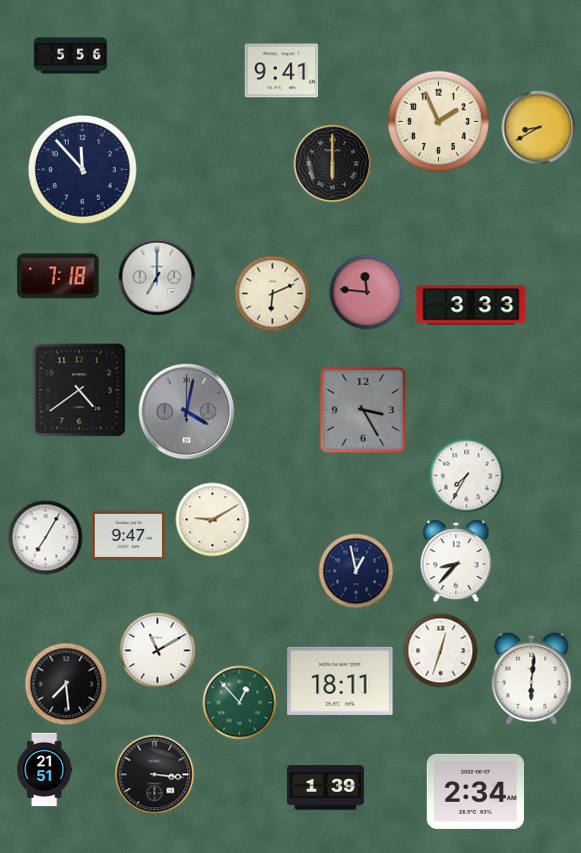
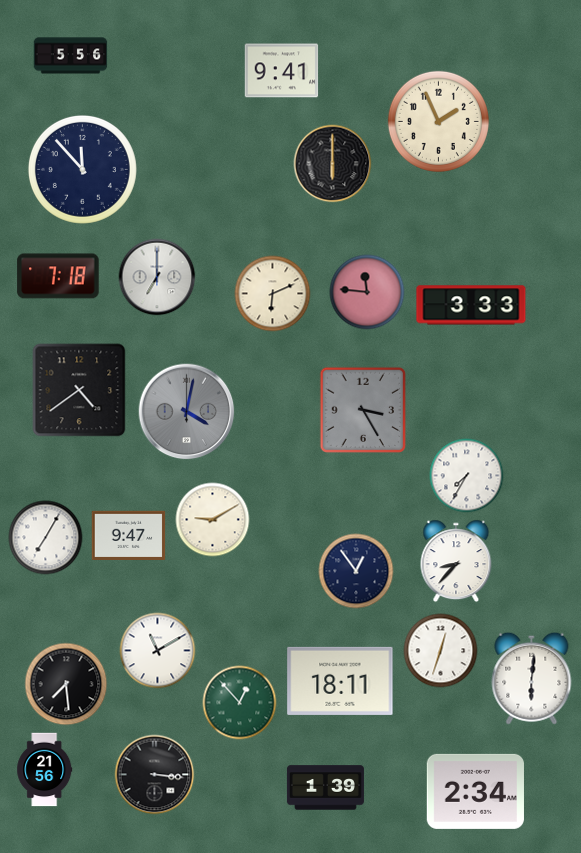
clock at (539, 128): 8:40 -> none
clock at (356, 571): 12:58 -> 12:54
clock at (45, 770): 21:51 -> 21:56
